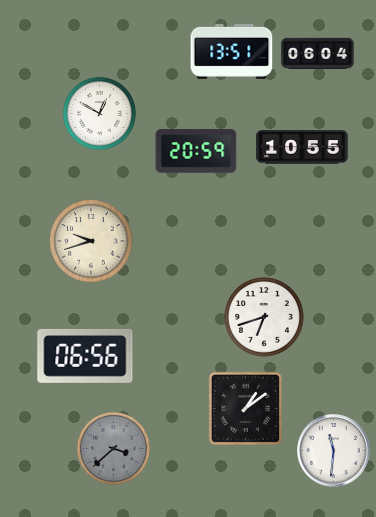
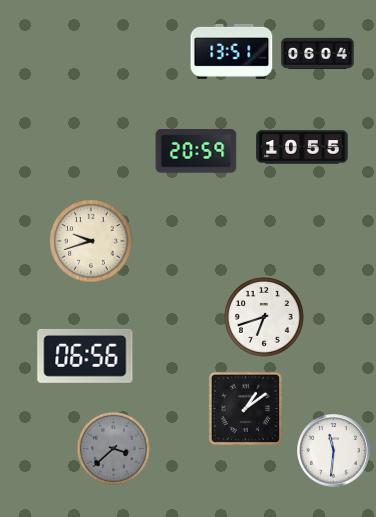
clock at (99, 113): 12:50 -> none
